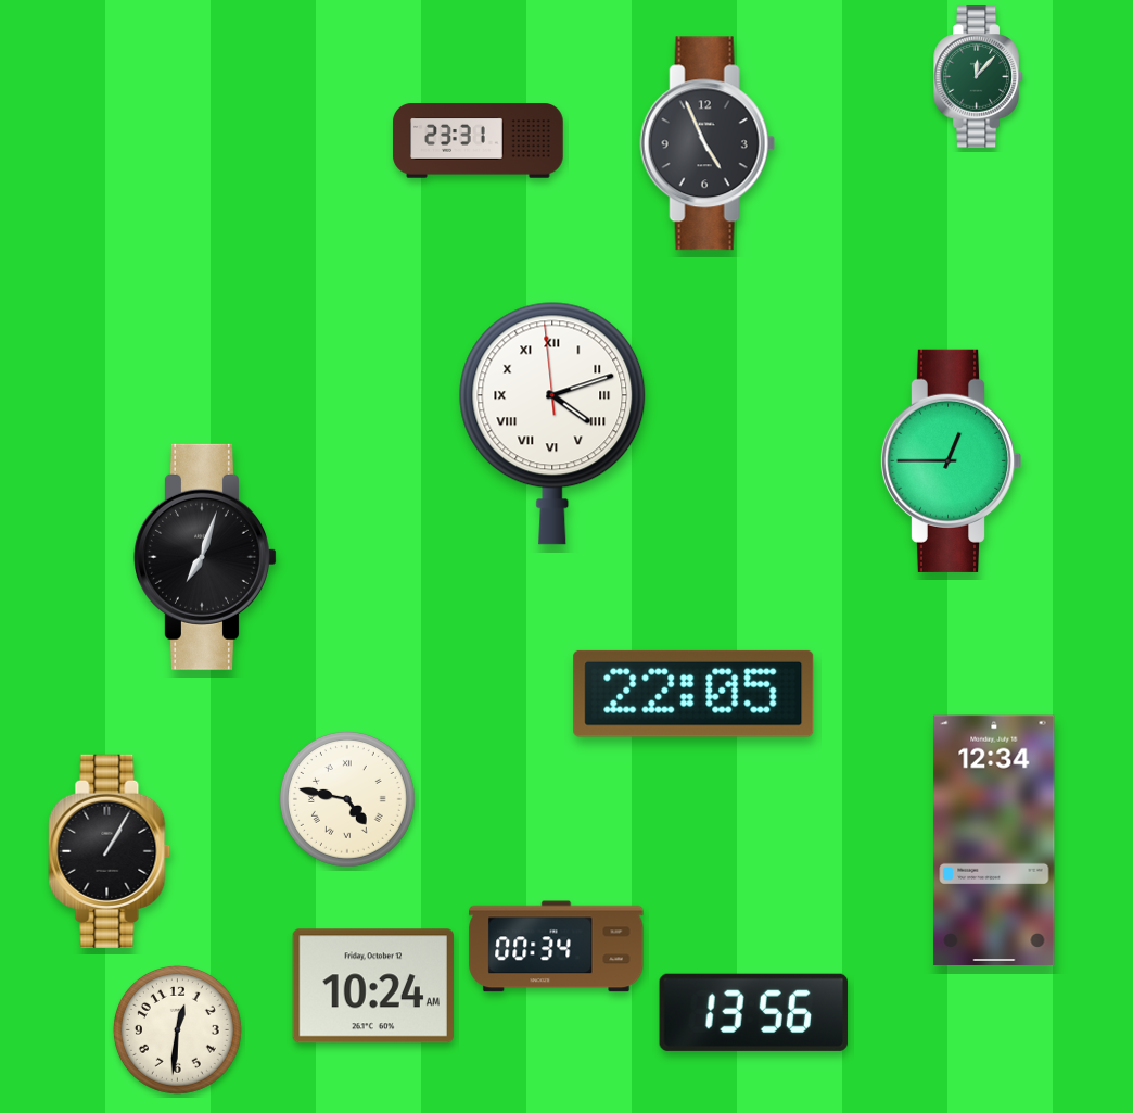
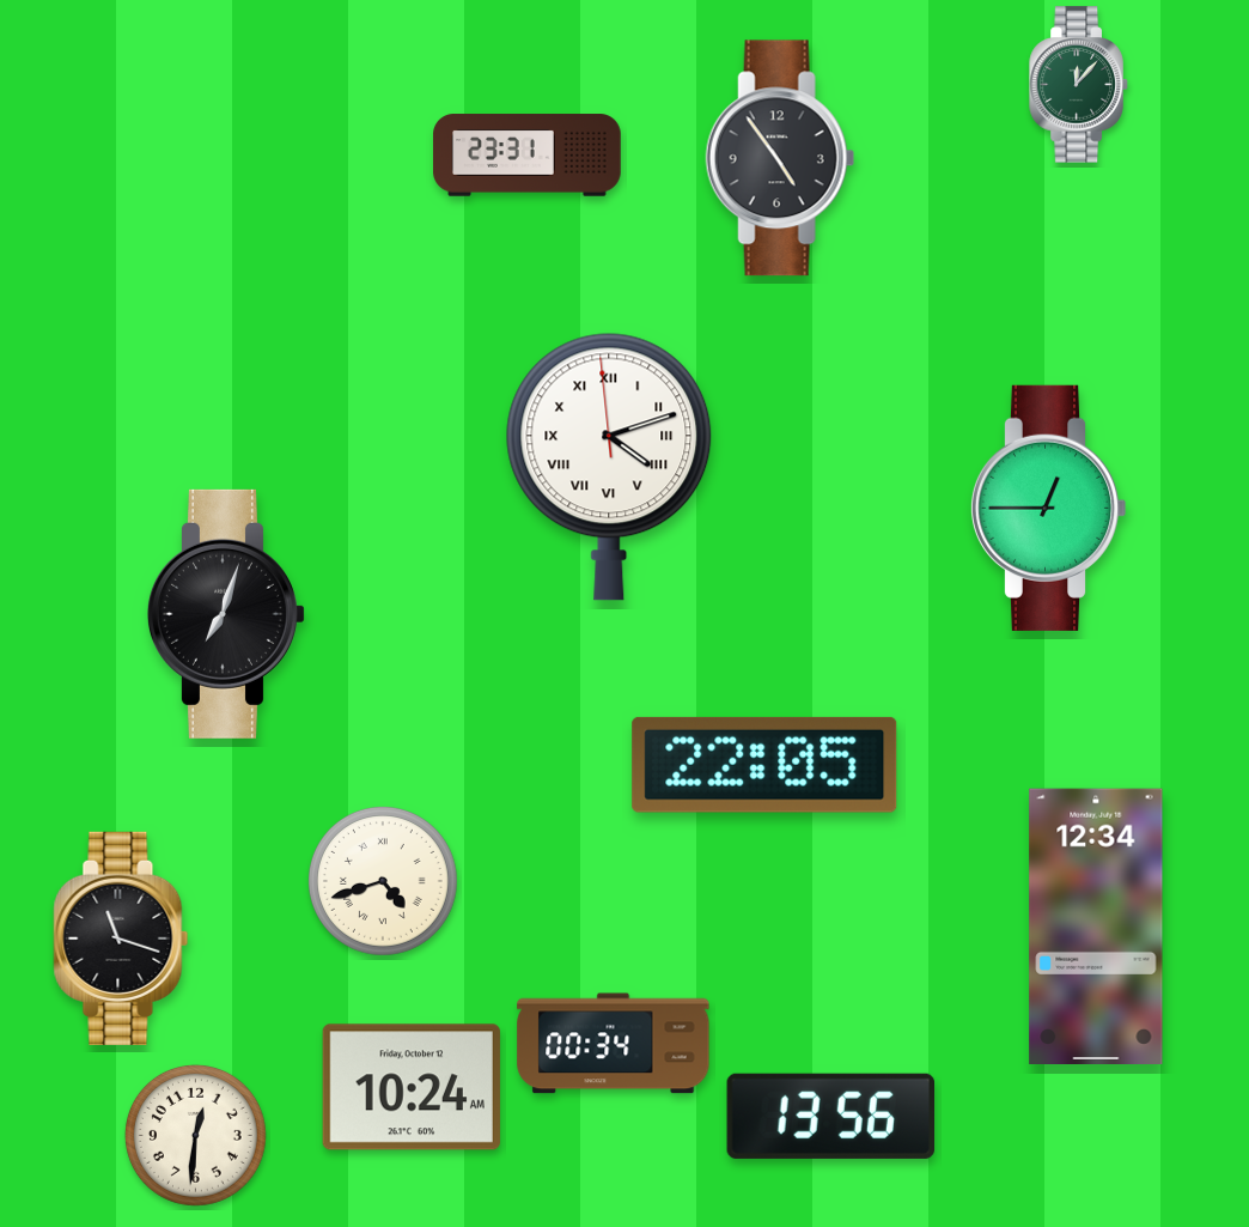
clock at (708, 143): 4:56 -> 4:54
clock at (348, 800): 4:47 -> 4:42
clock at (110, 851): 1:05 -> 11:18
